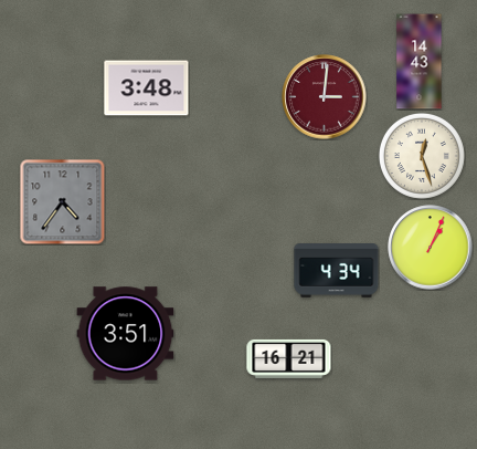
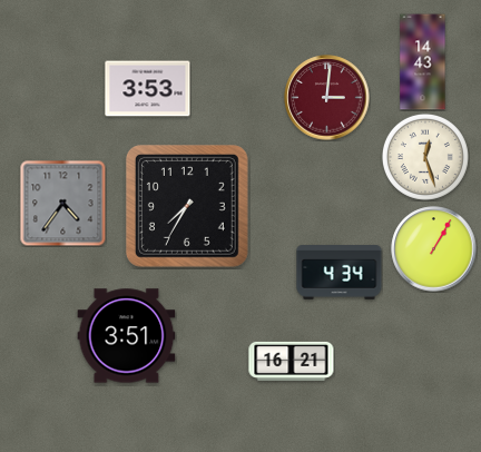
clock at (147, 88): 3:48 -> 3:53
clock at (187, 206): none -> 7:35
clock at (431, 248): 1:04 -> 1:05
